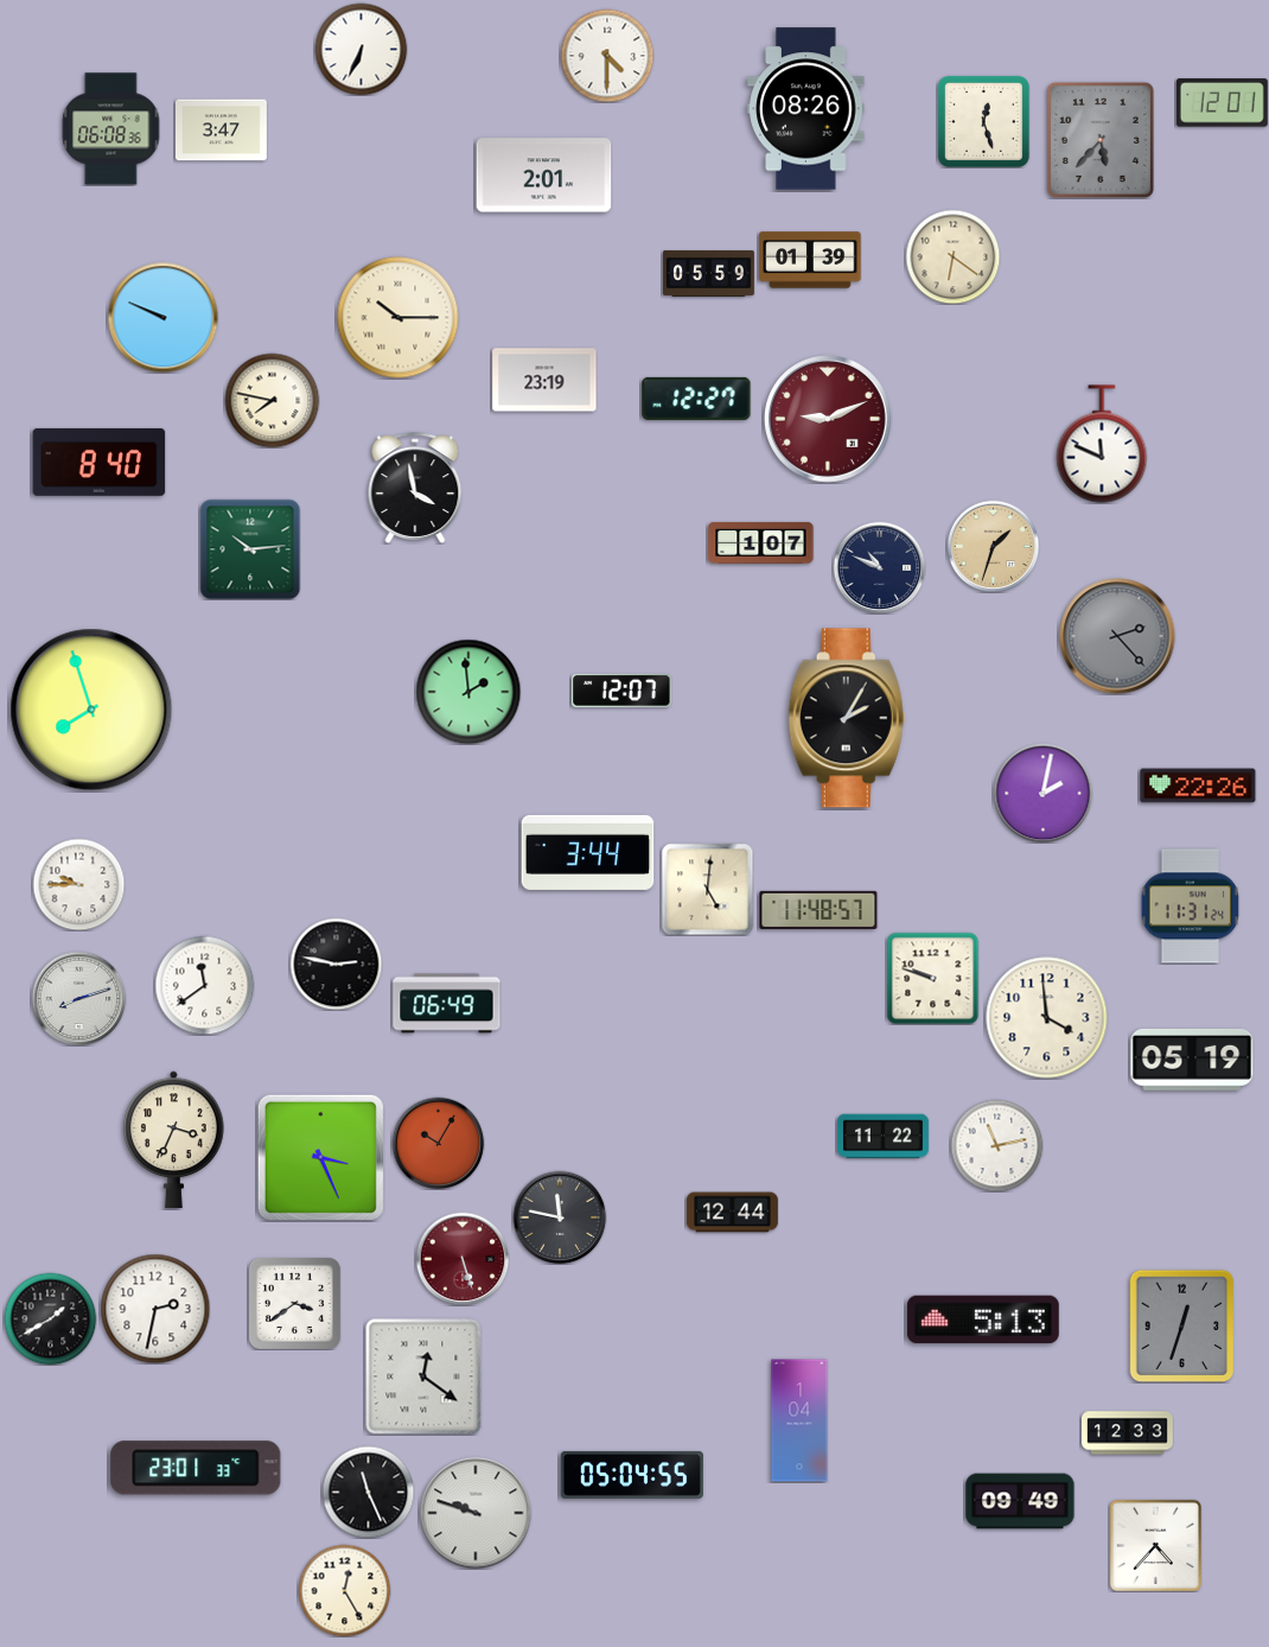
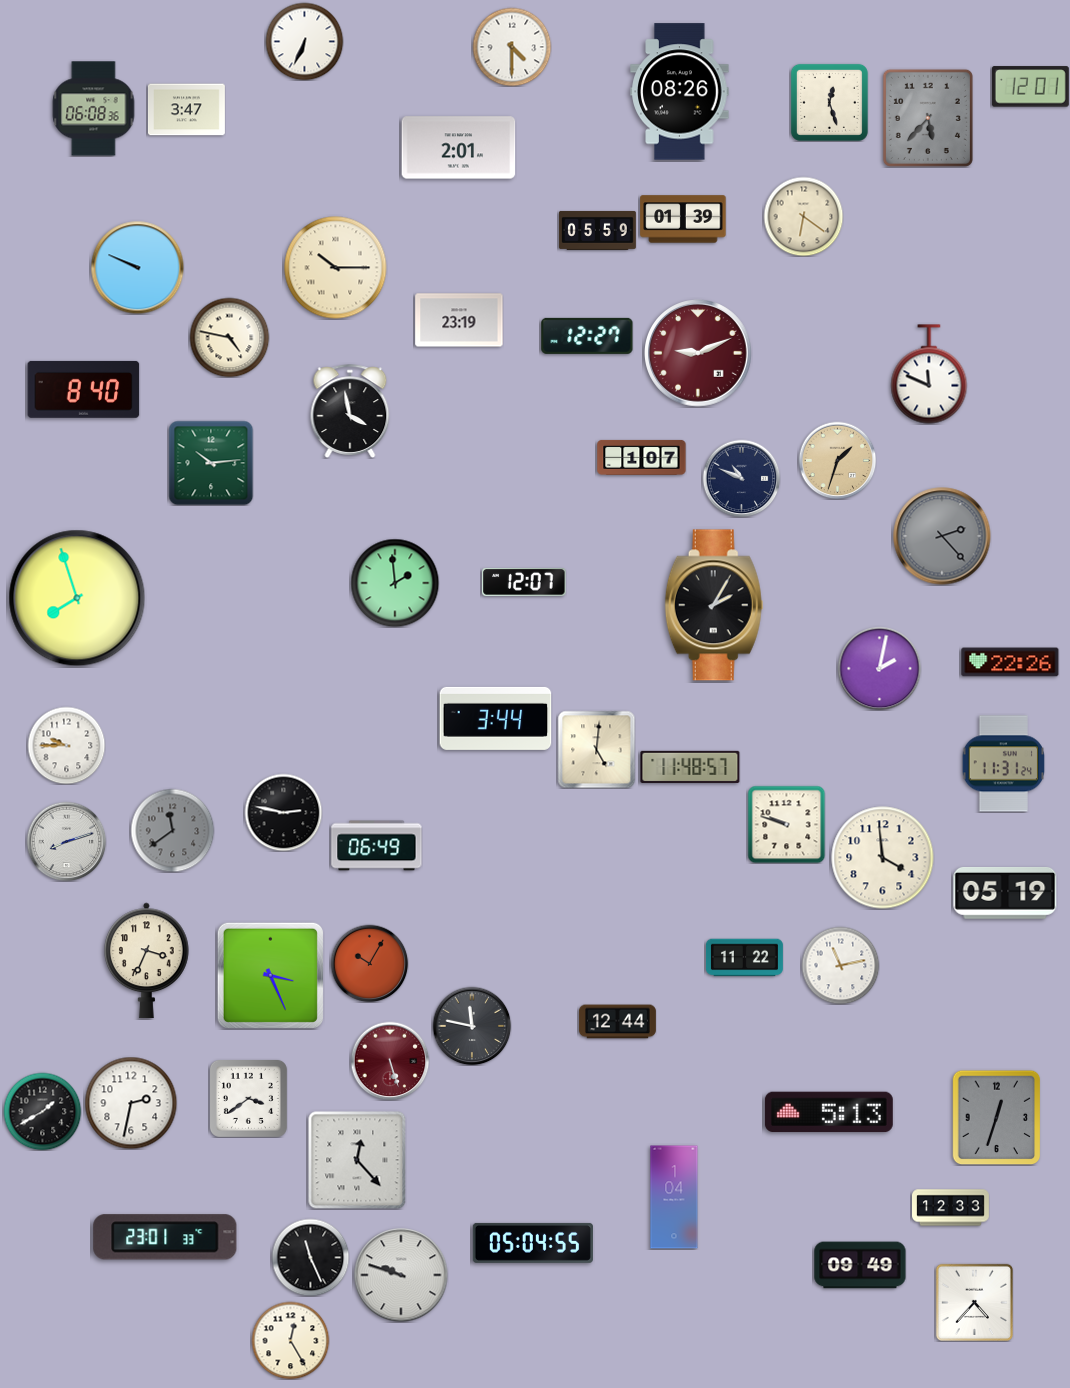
clock at (272, 400): 7:47 -> 4:47
clock at (204, 985) dial: white -> grey
clock at (423, 1376): 12:21 -> 12:23
